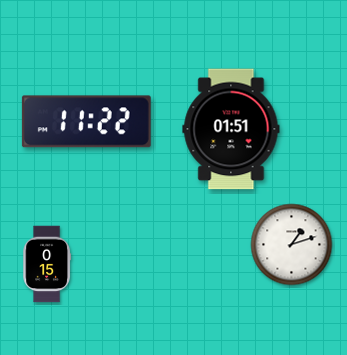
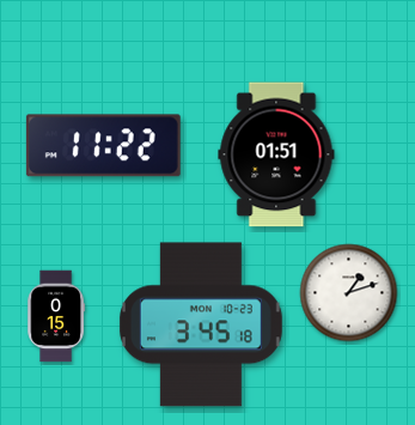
clock at (201, 324): none -> 3:45
